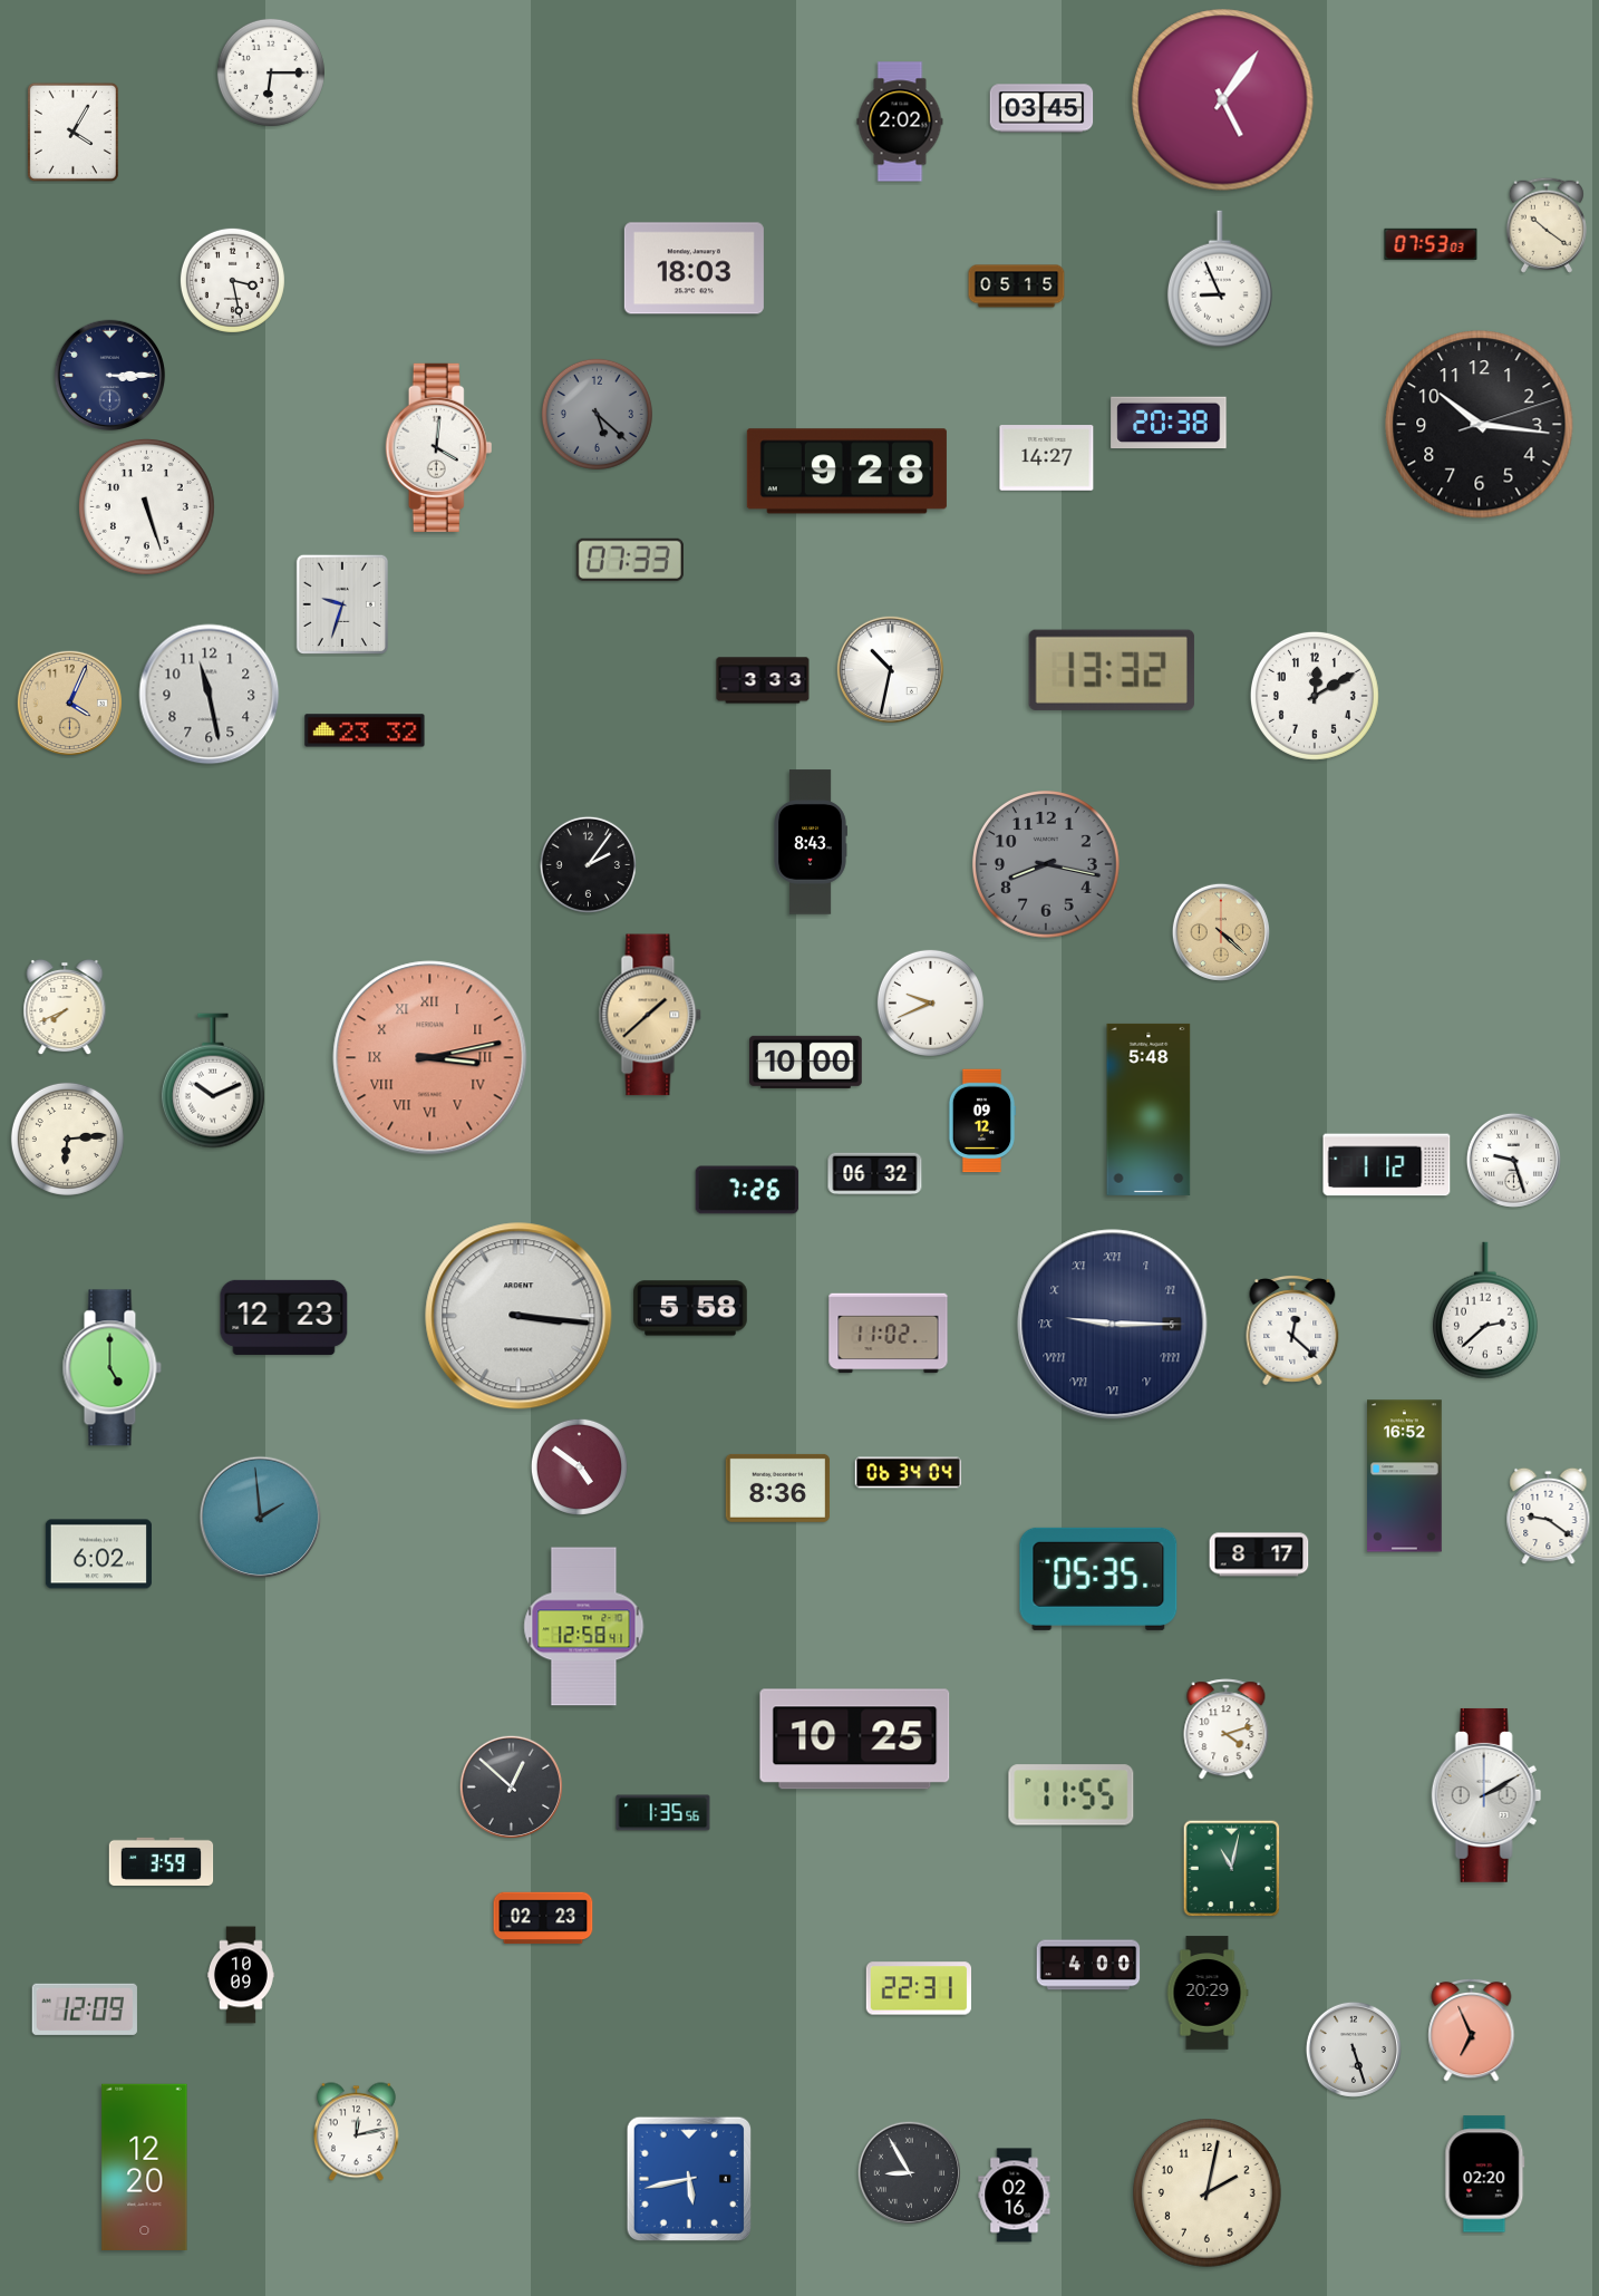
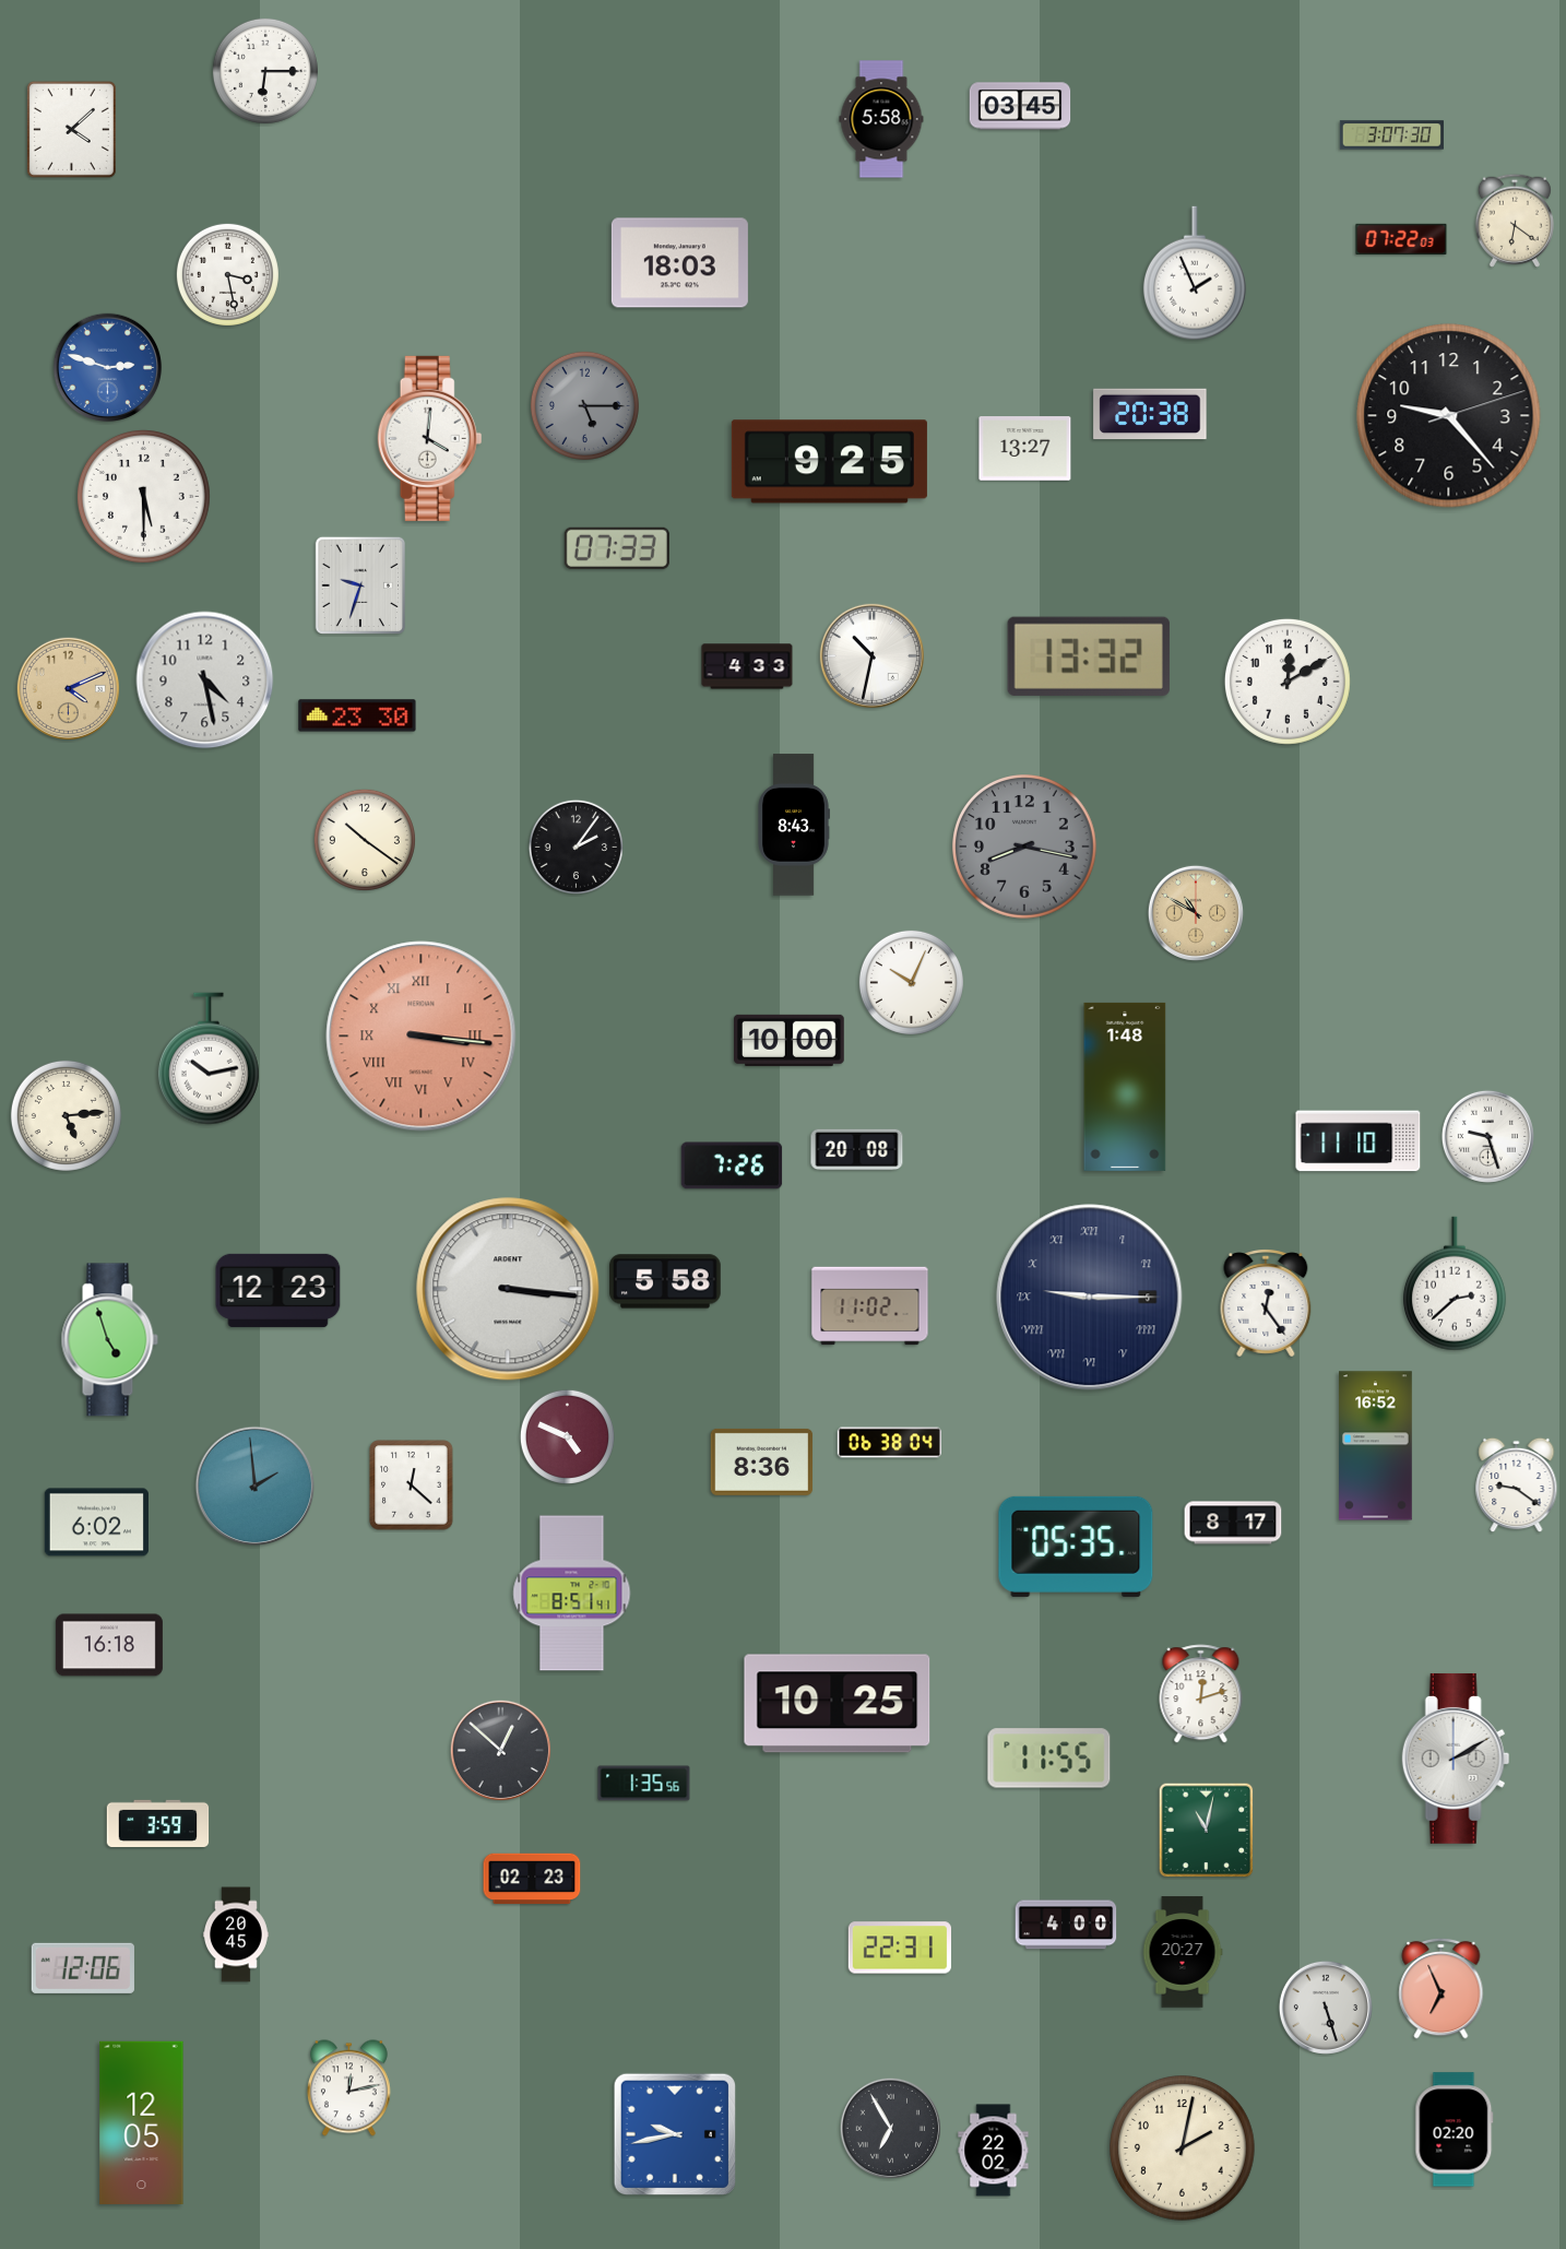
clock at (1223, 100): 5:06 -> none
clock at (900, 122): 2:02 -> 5:58
clock at (72, 132): 4:05 -> 4:08
clock at (1391, 135): none -> 3:07
clock at (1547, 225): 10:21 -> 6:21
clock at (1431, 244): 07:53 -> 07:22
clock at (1220, 279): 8:56 -> 1:56
clock at (1017, 287): 05:15 -> none
clock at (110, 376): 3:15 -> 2:48
clock at (110, 376) dial: navy -> blue
clock at (597, 414): 5:22 -> 5:15
clock at (1169, 423) position: (1169, 423) -> (1150, 414)
clock at (1480, 425): 10:16 -> 9:23
clock at (1047, 458): 14:27 -> 13:27
clock at (846, 472): 9:28 -> 9:25
clock at (146, 506): 5:27 -> 5:30
clock at (341, 604) position: (341, 604) -> (359, 585)
clock at (763, 680): 3:33 -> 4:33
clock at (210, 695): 11:28 -> 4:28
clock at (69, 703): 4:04 -> 4:11
clock at (365, 730): 23:32 -> 23:30
clock at (365, 840): none -> 10:21
clock at (1221, 932): 4:22 -> 10:50
clock at (930, 1002): 9:41 -> 10:04
clock at (65, 1007): 7:41 -> none
clock at (650, 1015): 1:38 -> none
clock at (430, 1058): 3:13 -> 3:16
clock at (213, 1081): 10:11 -> 10:13
clock at (1149, 1110): 5:48 -> 1:48
clock at (982, 1121): 09:12 -> none
clock at (67, 1139): 6:14 -> 5:14
clock at (1513, 1160) position: (1513, 1160) -> (1487, 1136)
clock at (1387, 1165): 1:12 -> 11:10
clock at (875, 1174): 06:32 -> 20:08
clock at (690, 1308) position: (690, 1308) -> (665, 1281)
clock at (1292, 1330): 12:22 -> 12:24
clock at (112, 1368): 5:00 -> 4:57
clock at (579, 1466): 4:51 -> 4:49
clock at (908, 1473): 06:34 -> 06:38
clock at (778, 1488) position: (778, 1488) -> (762, 1461)
clock at (412, 1485): none -> 12:22
clock at (584, 1627): 12:58 -> 8:51
clock at (109, 1645): none -> 16:18
clock at (1227, 1730): 4:12 -> 12:12
clock at (663, 1813) position: (663, 1813) -> (644, 1784)
clock at (241, 1975): 10:09 -> 20:45
clock at (1208, 1993): 20:29 -> 20:27
clock at (85, 2009): 12:09 -> 12:06
clock at (145, 2167): 12:20 -> 12:05
clock at (909, 2172): 8:55 -> 6:55
clock at (688, 2178): 5:43 -> 9:43
clock at (1015, 2196): 02:16 -> 22:02
